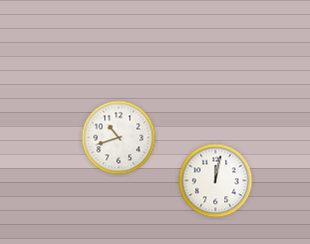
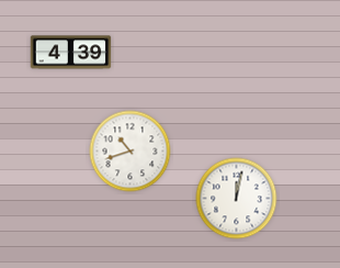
clock at (71, 53): none -> 4:39
